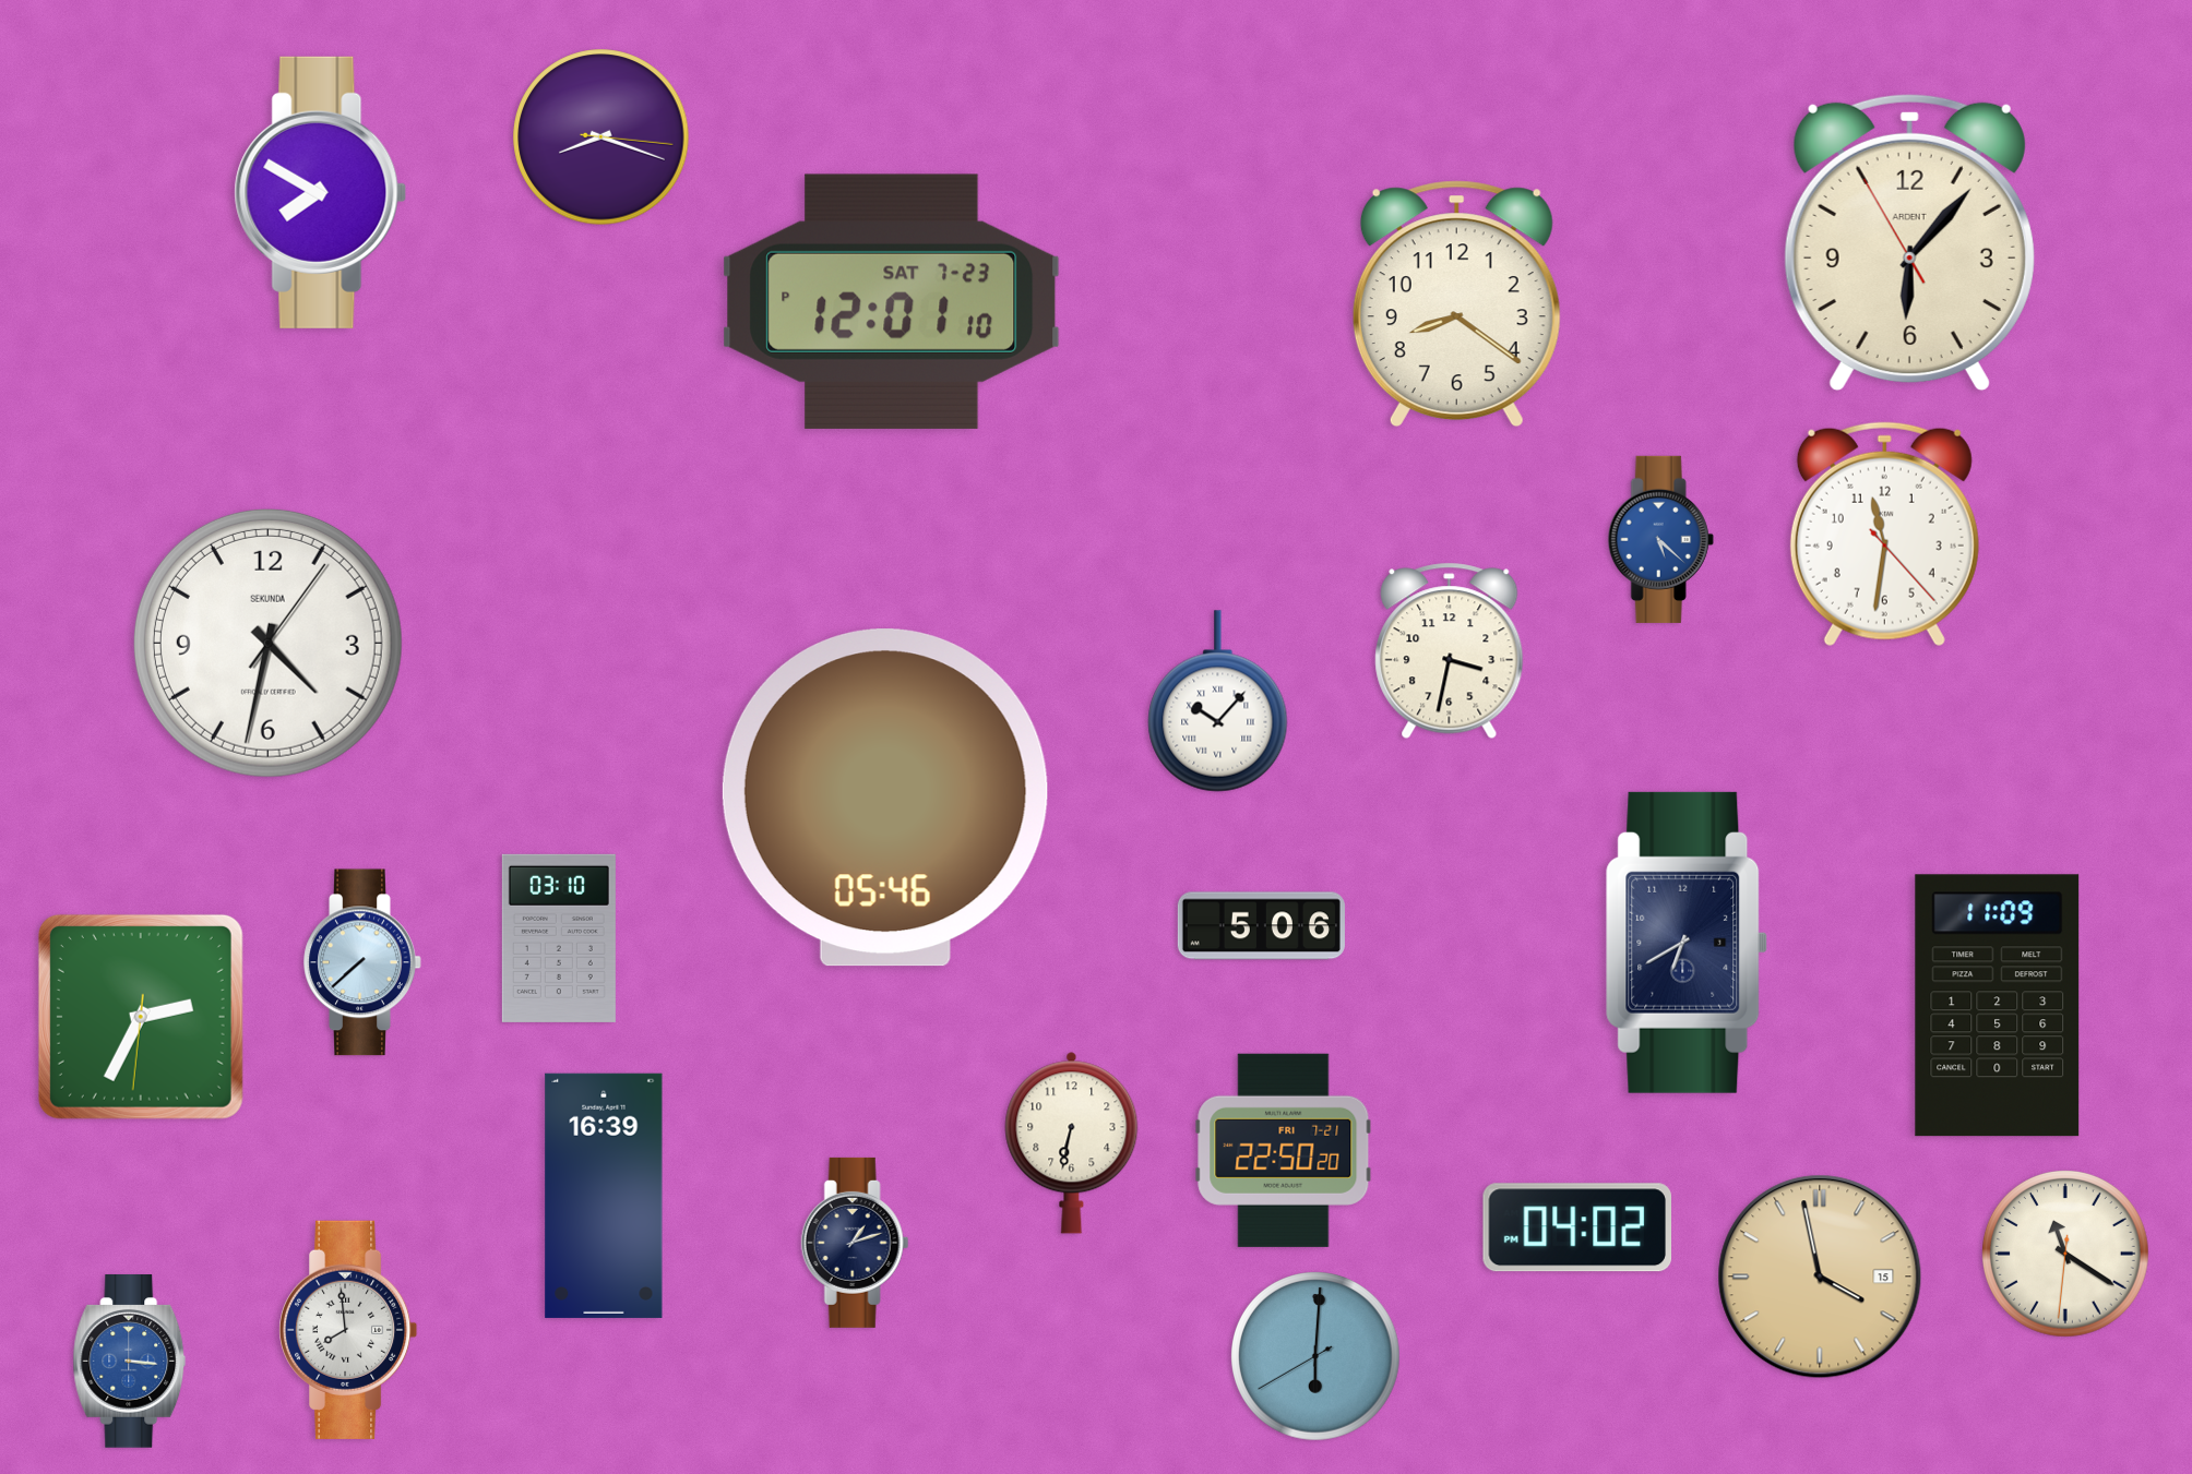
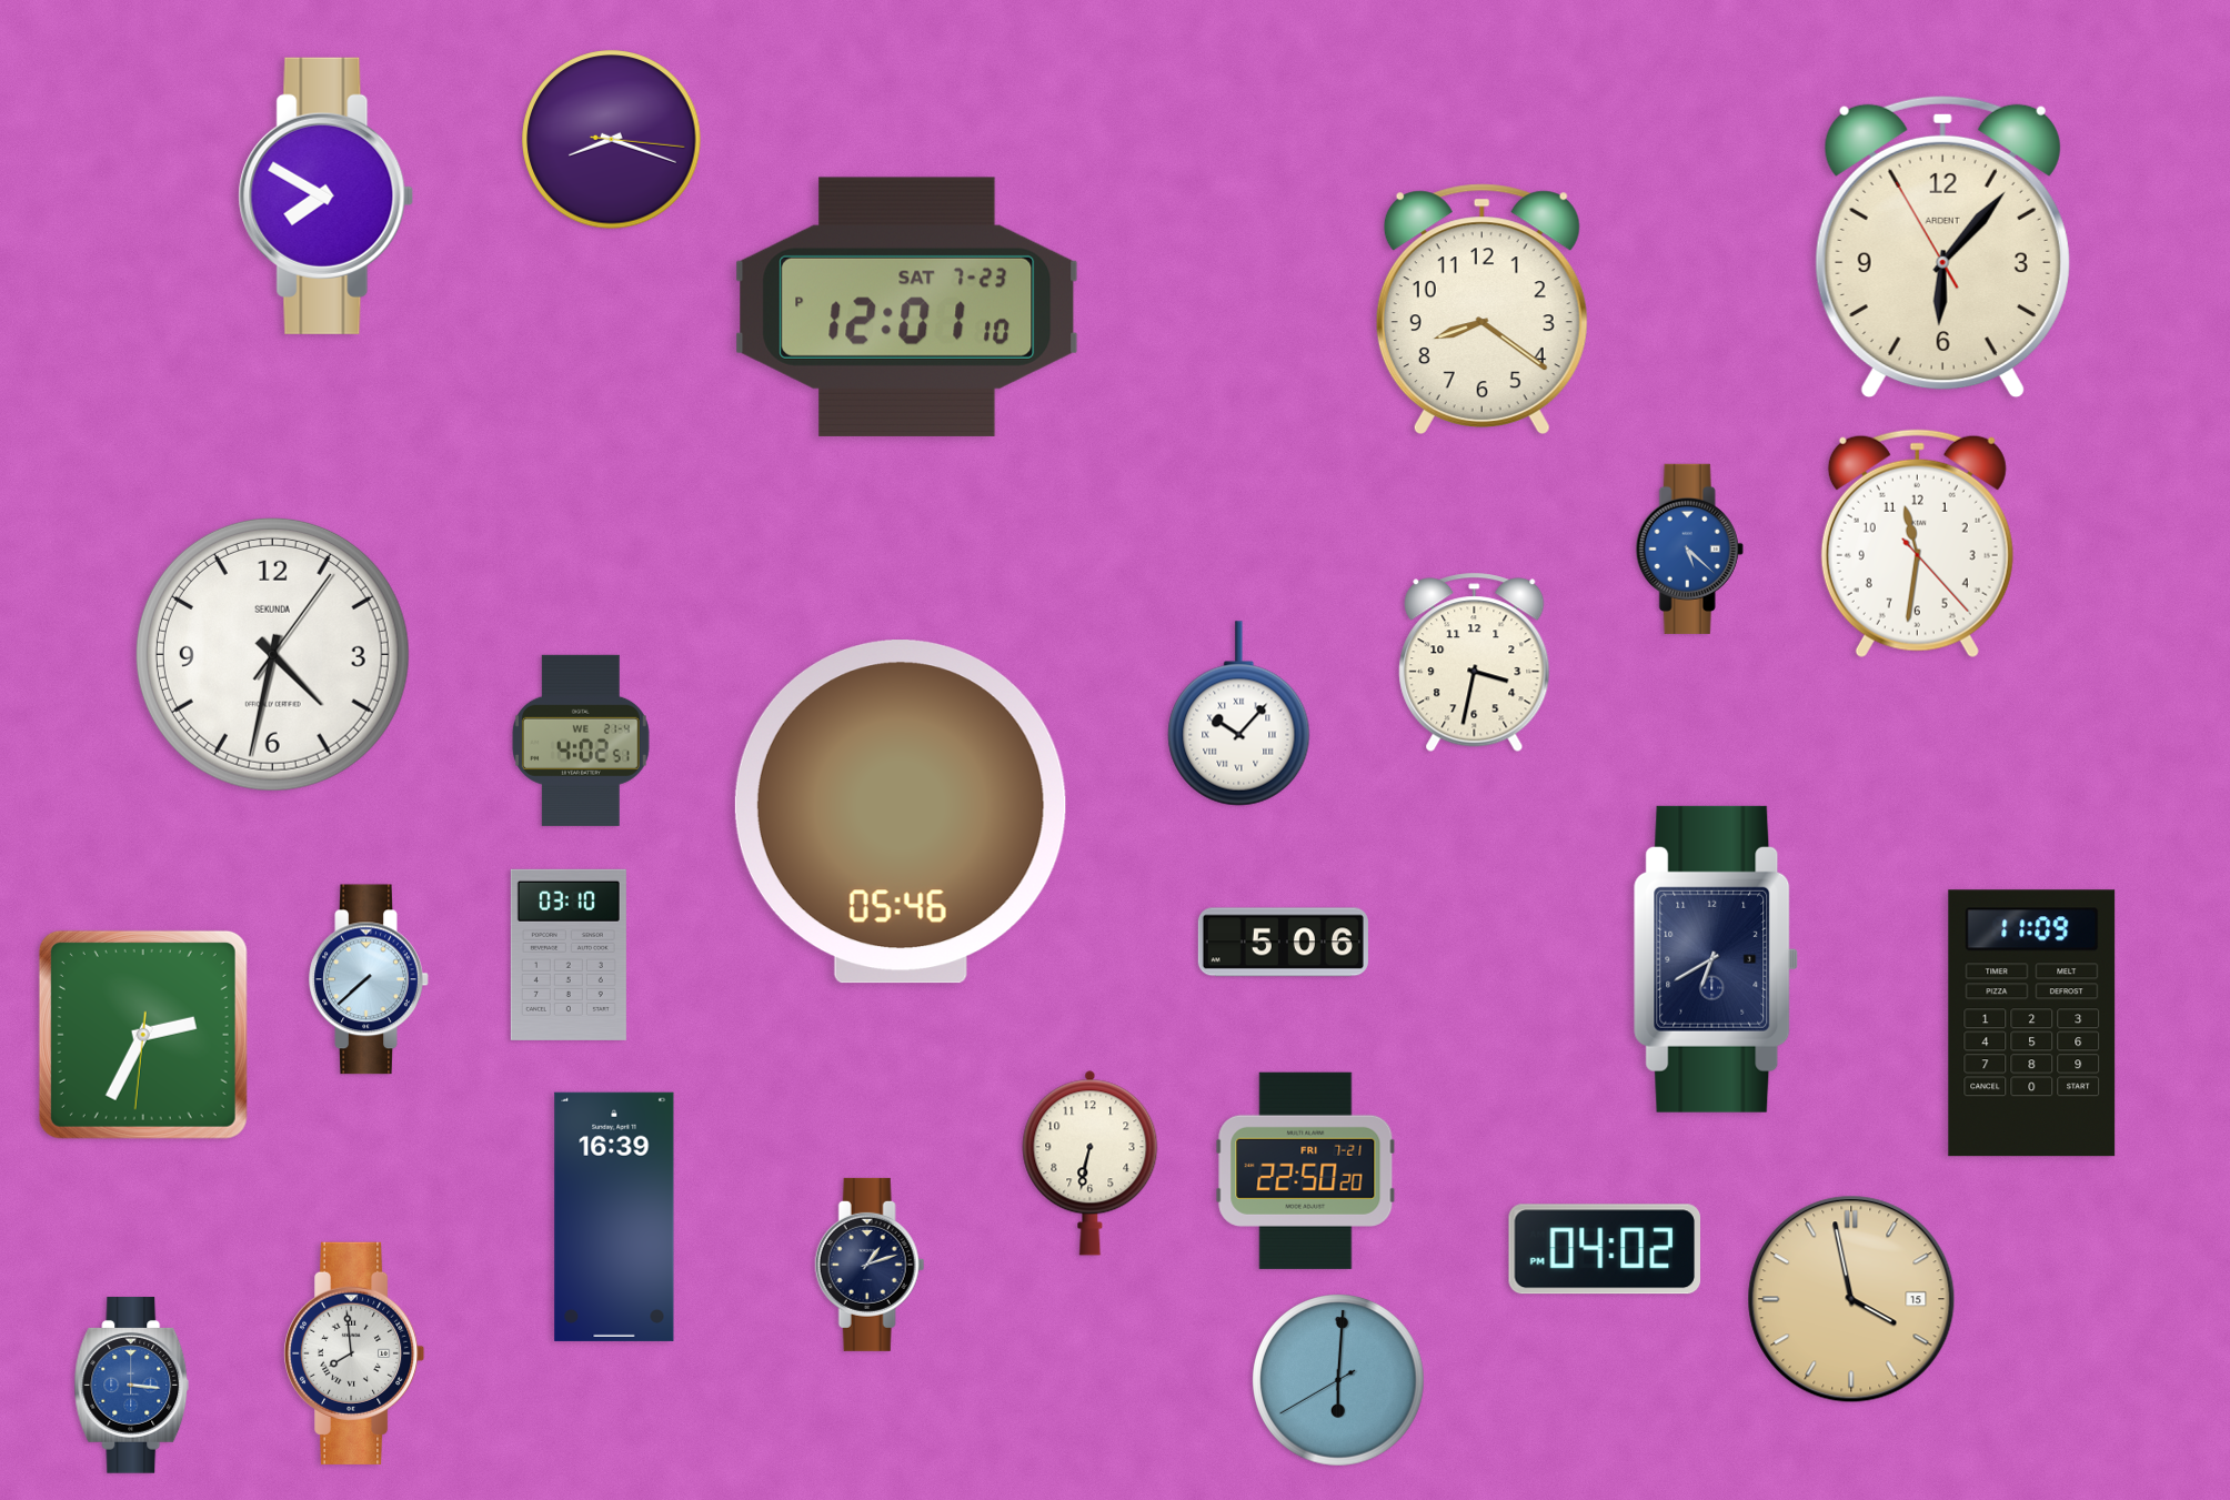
clock at (581, 741): none -> 4:02
clock at (2066, 1255): 11:20 -> none
